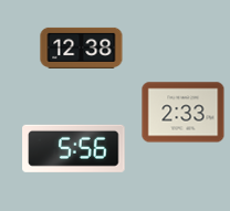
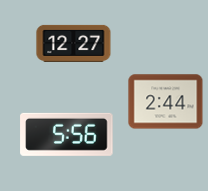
clock at (82, 48): 12:38 -> 12:27
clock at (184, 113): 2:33 -> 2:44
